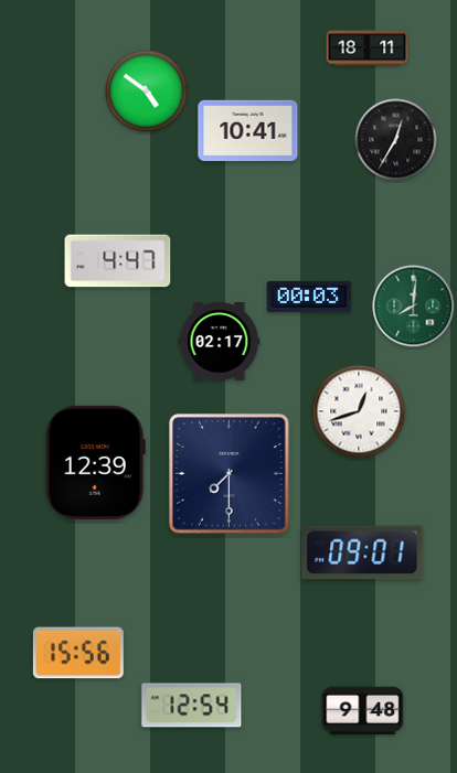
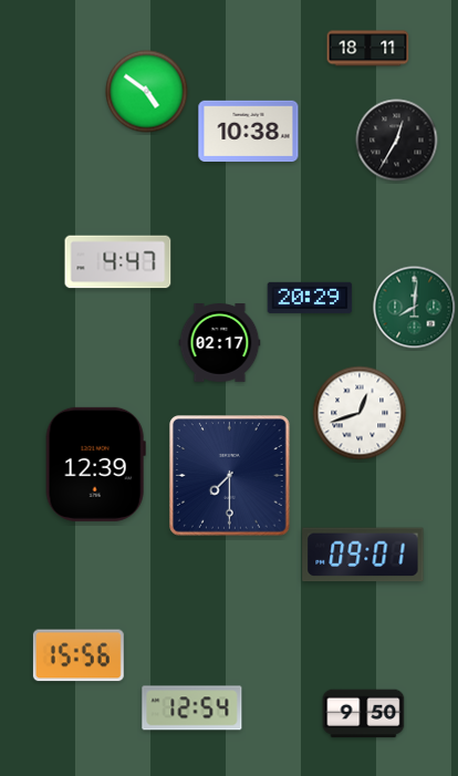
clock at (248, 131): 10:41 -> 10:38
clock at (309, 297): 00:03 -> 20:29
clock at (363, 711): 9:48 -> 9:50
